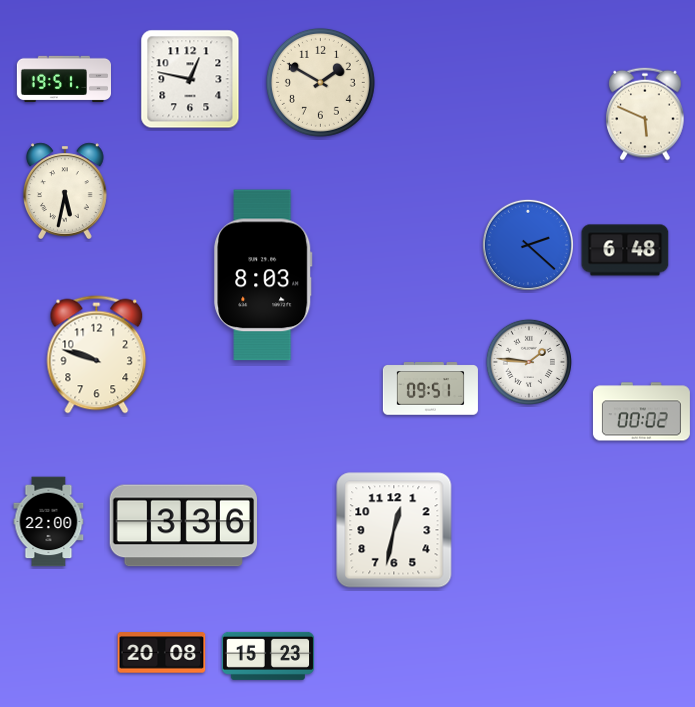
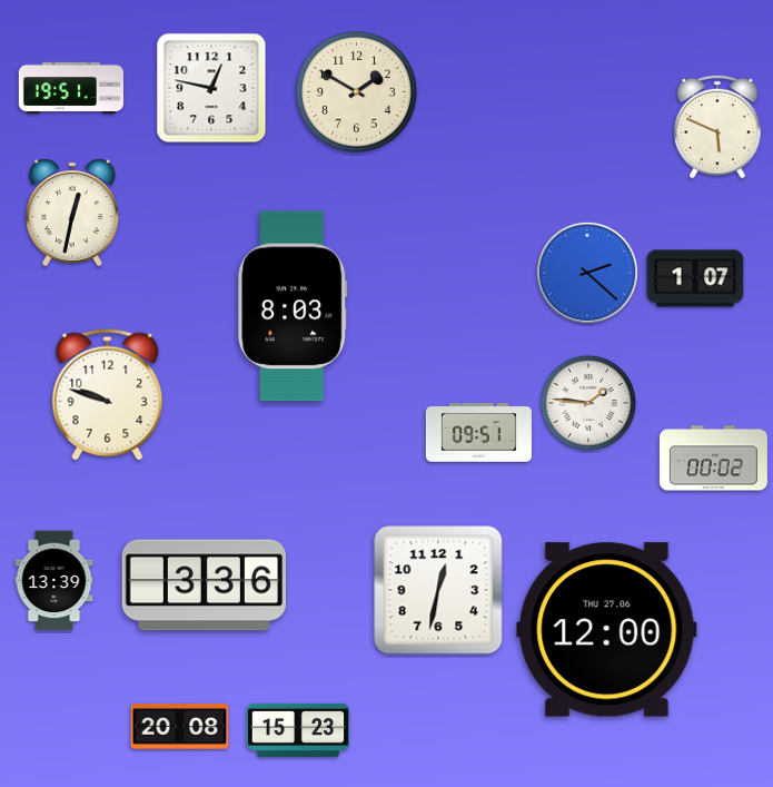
clock at (65, 191): 5:32 -> 12:32
clock at (625, 250): 6:48 -> 1:07
clock at (49, 522): 22:00 -> 13:39
clock at (607, 630): none -> 12:00
